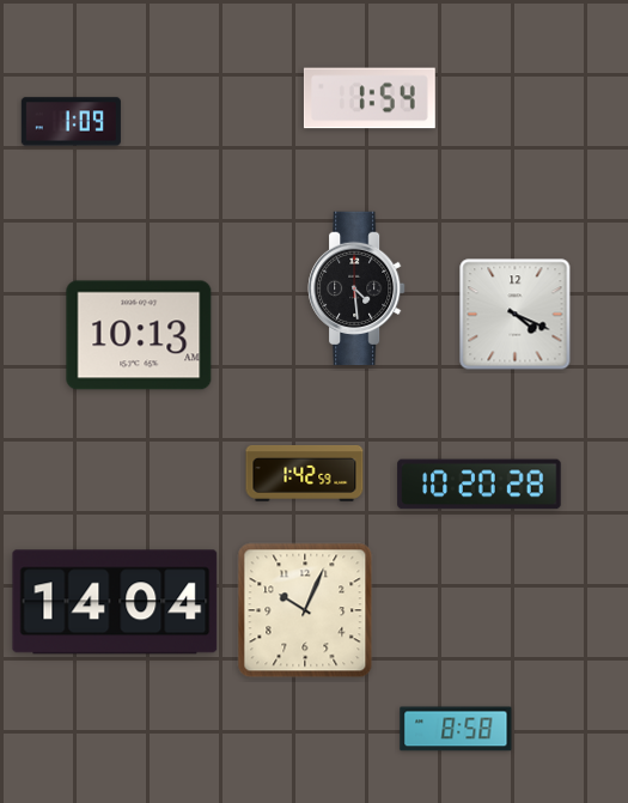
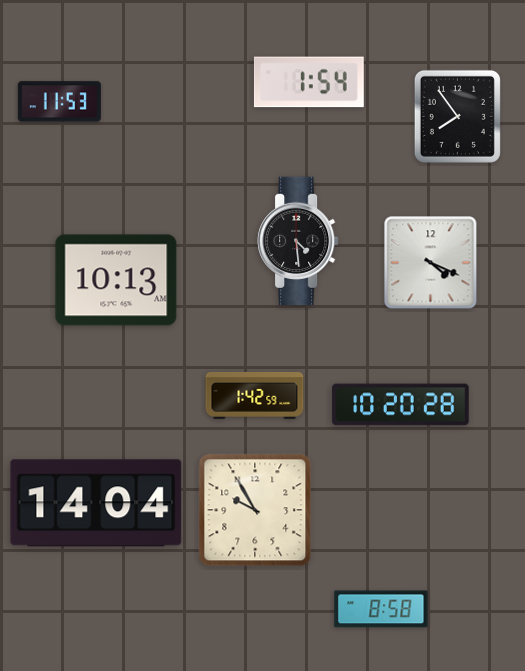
clock at (71, 122): 1:09 -> 11:53
clock at (457, 116): none -> 7:54
clock at (305, 610): 10:04 -> 9:55
